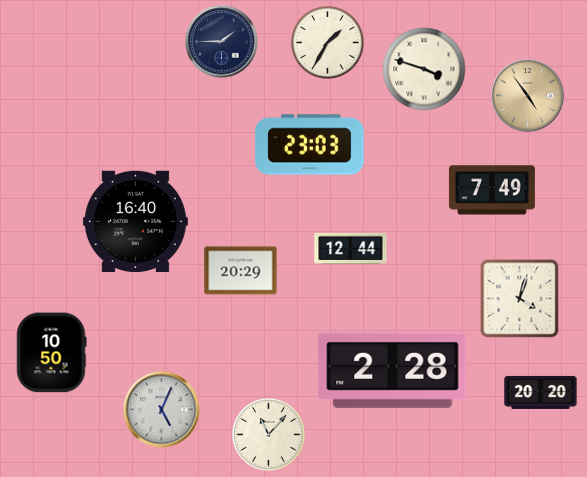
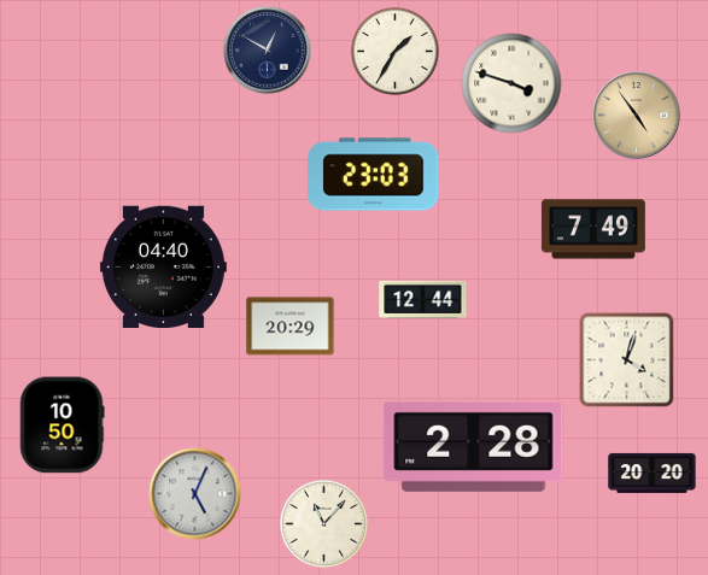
clock at (222, 42): 1:45 -> 12:50
clock at (135, 222): 16:40 -> 04:40
